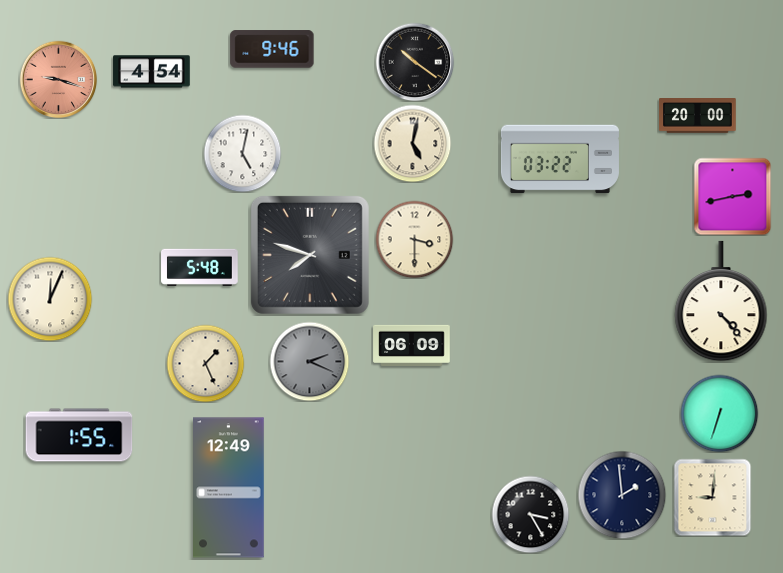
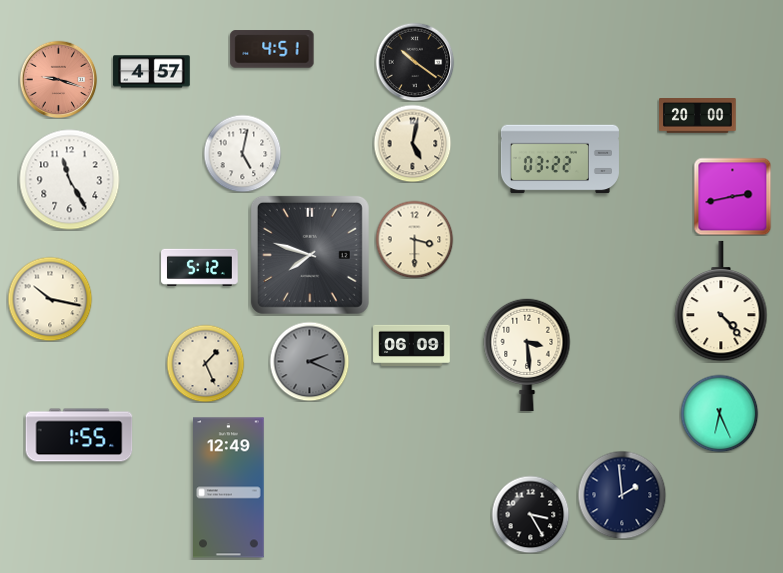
clock at (272, 49): 9:46 -> 4:51
clock at (152, 72): 4:54 -> 4:57
clock at (70, 180): none -> 11:25
clock at (200, 267): 5:48 -> 5:12
clock at (50, 299): 12:04 -> 10:17
clock at (527, 355): none -> 3:29
clock at (719, 413): 6:33 -> 6:26
clock at (712, 497): 9:01 -> none
